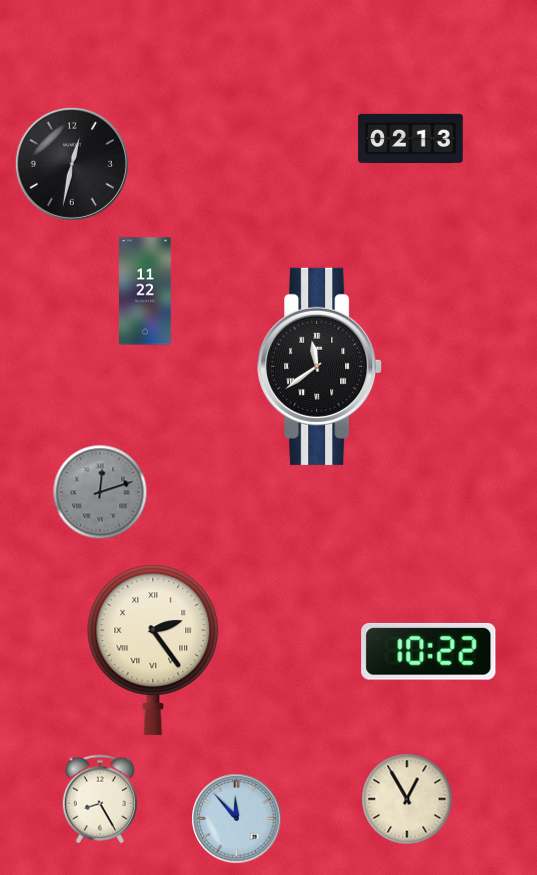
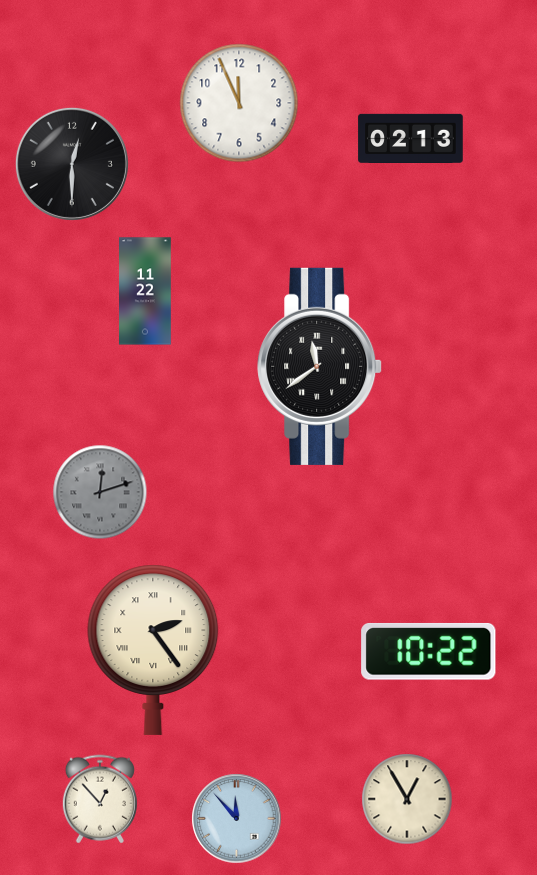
clock at (239, 103): none -> 11:56
clock at (72, 164): 12:32 -> 12:30
clock at (100, 799): 8:25 -> 12:53
